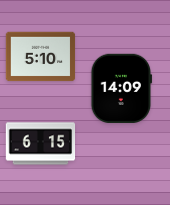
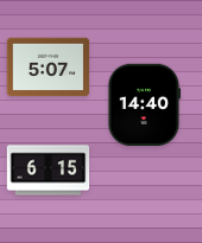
clock at (41, 57): 5:10 -> 5:07
clock at (122, 88): 14:09 -> 14:40
